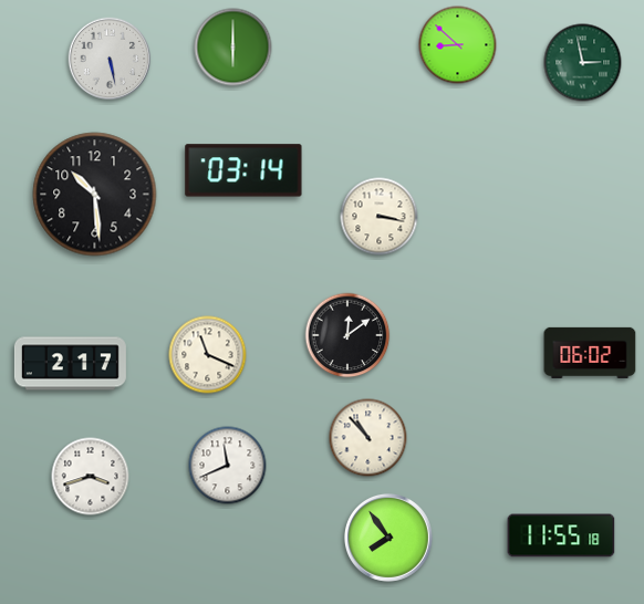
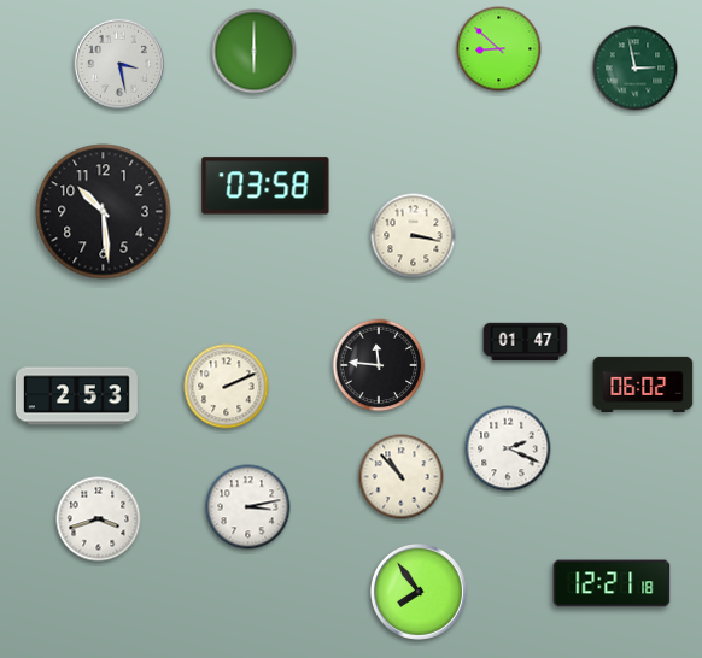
clock at (110, 59): 5:28 -> 3:28
clock at (243, 170): 03:14 -> 03:58
clock at (526, 342): none -> 01:47
clock at (347, 335): 12:09 -> 11:46
clock at (208, 355): 11:19 -> 2:11
clock at (70, 364): 2:17 -> 2:53
clock at (508, 448): none -> 2:19
clock at (228, 466): 11:41 -> 3:13
clock at (561, 535): 11:55 -> 12:21
clock at (388, 538) position: (388, 538) -> (419, 592)
